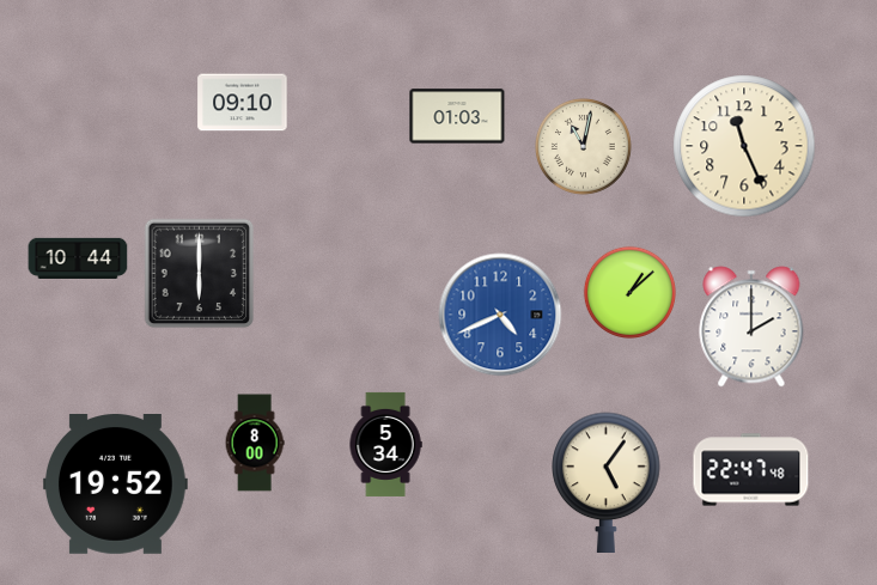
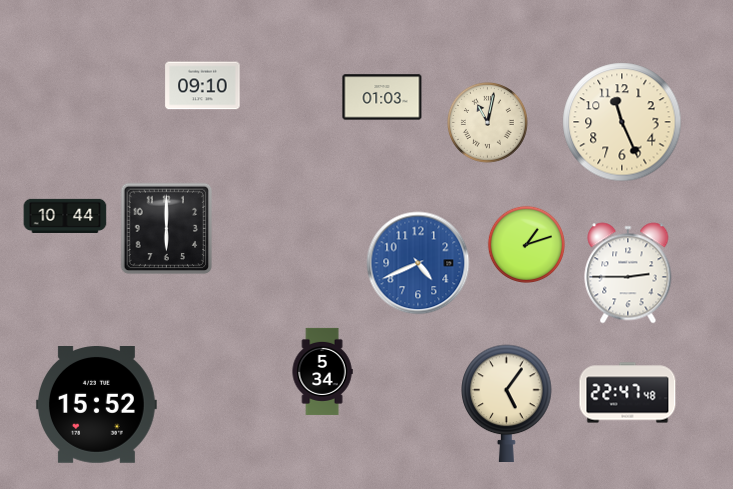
clock at (629, 292): 1:08 -> 1:12
clock at (751, 327): 2:00 -> 2:45
clock at (255, 443): 8:00 -> none
clock at (115, 485): 19:52 -> 15:52
